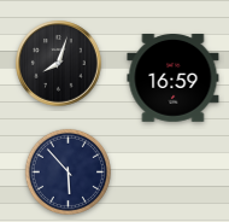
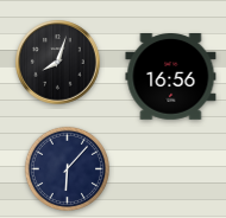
clock at (174, 78): 16:59 -> 16:56
clock at (67, 171): 5:53 -> 6:07
